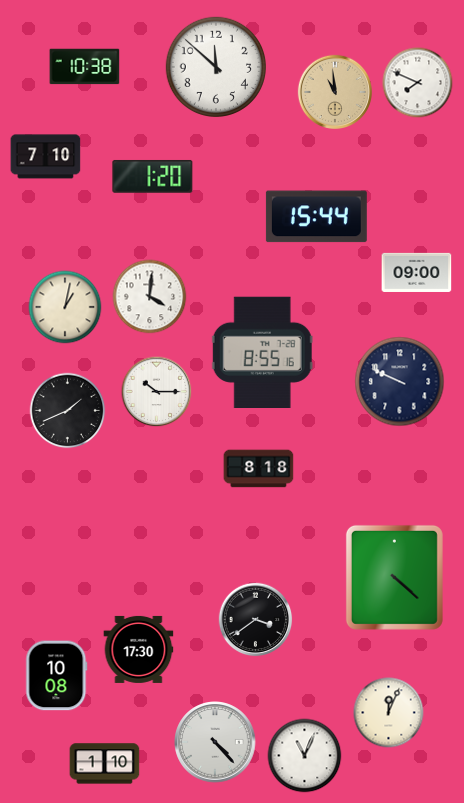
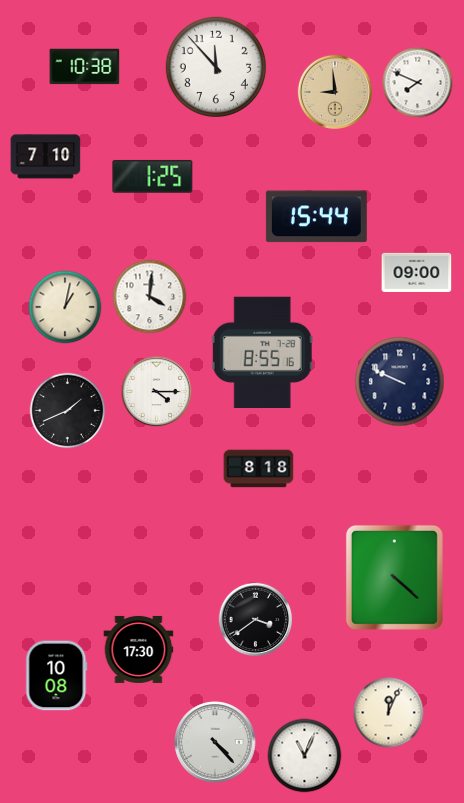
clock at (215, 66): 11:52 -> 11:53
clock at (334, 91): 10:59 -> 8:59
clock at (153, 176): 1:20 -> 1:25
clock at (157, 392): 10:15 -> 4:15
clock at (105, 764): 1:10 -> none
